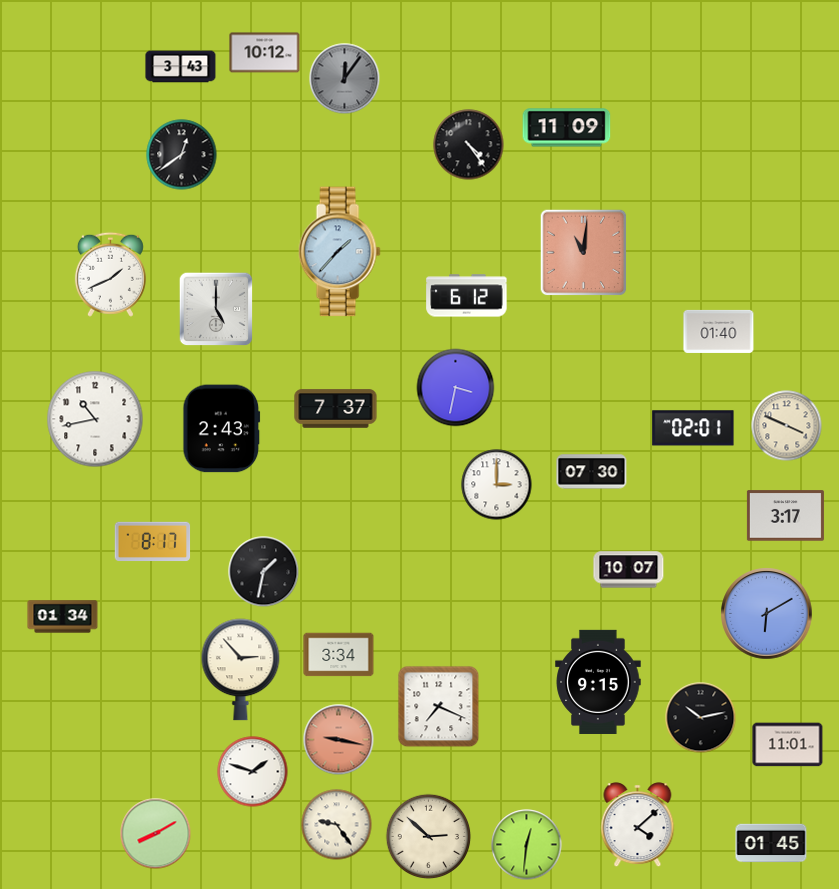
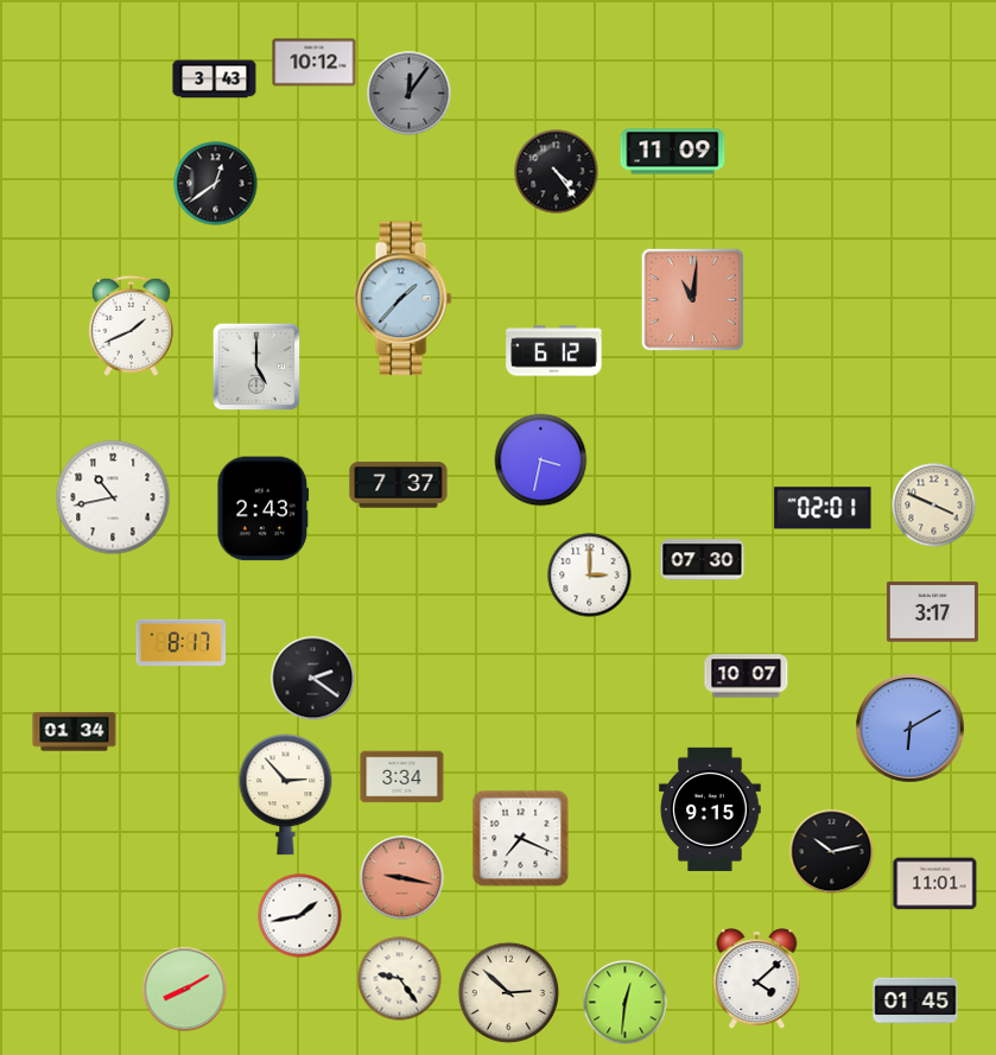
clock at (719, 331): 01:40 -> none
clock at (264, 572): 1:32 -> 2:21
clock at (253, 772): 1:48 -> 1:43
